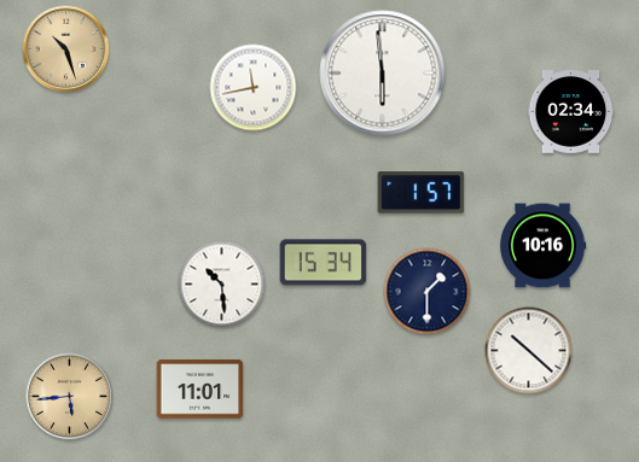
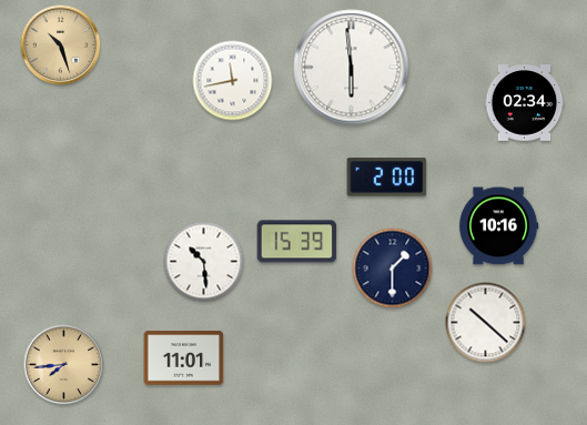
clock at (422, 193): 1:57 -> 2:00
clock at (324, 263): 15:34 -> 15:39
clock at (70, 397): 5:44 -> 7:44
